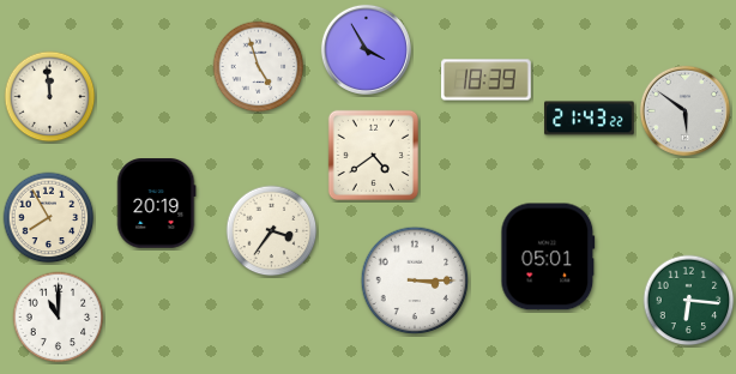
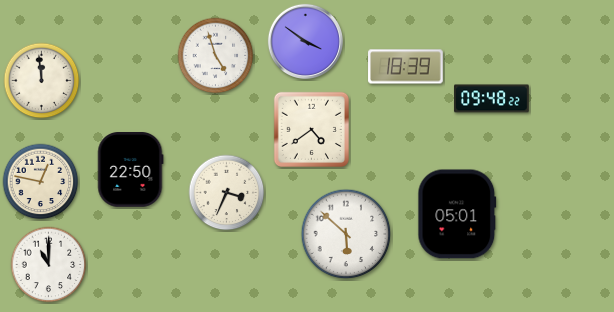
clock at (366, 49): 3:55 -> 3:51
clock at (684, 110): 5:51 -> none
clock at (590, 119): 21:43 -> 09:48
clock at (157, 204): 20:19 -> 22:50
clock at (49, 218): 7:55 -> 12:47
clock at (272, 231): 3:36 -> 3:34
clock at (415, 280): 3:15 -> 5:52
clock at (689, 301): 6:16 -> none
